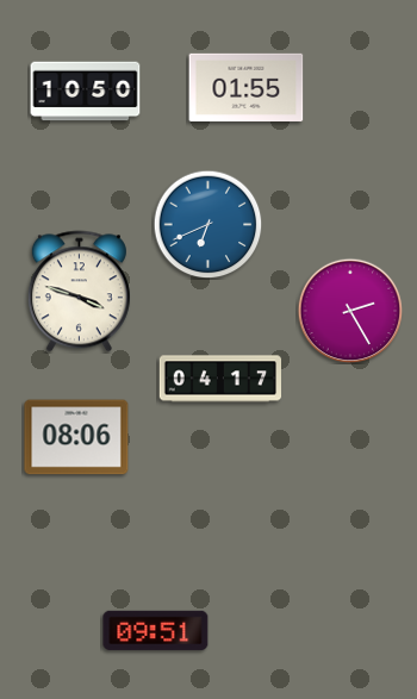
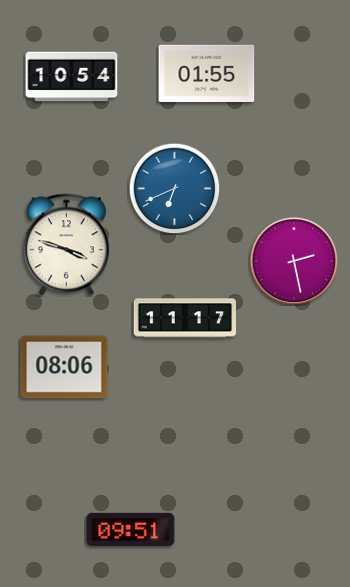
clock at (86, 92): 10:50 -> 10:54
clock at (350, 311): 2:25 -> 2:28
clock at (220, 379): 04:17 -> 11:17
